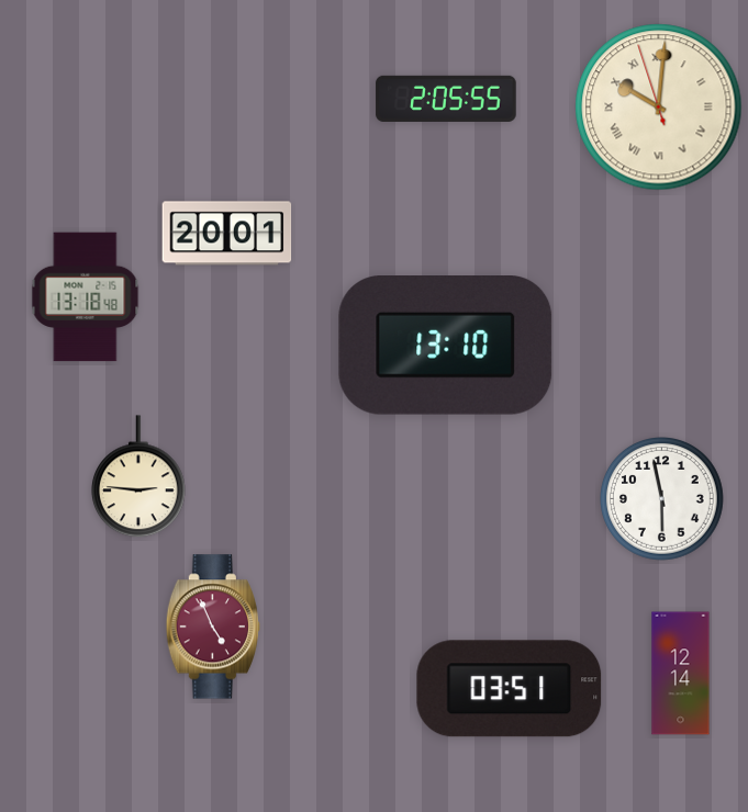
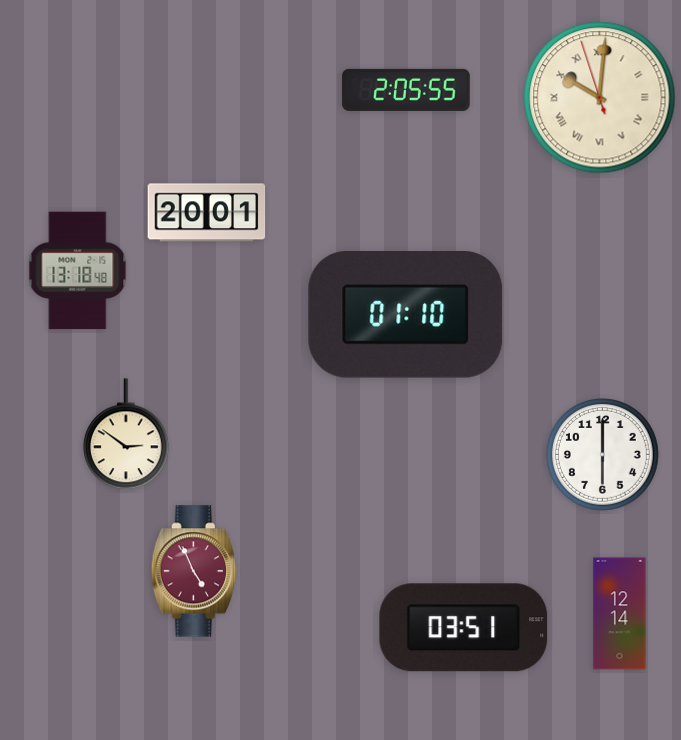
clock at (446, 346): 13:10 -> 01:10
clock at (138, 477): 2:46 -> 2:51
clock at (662, 499): 5:58 -> 6:00
